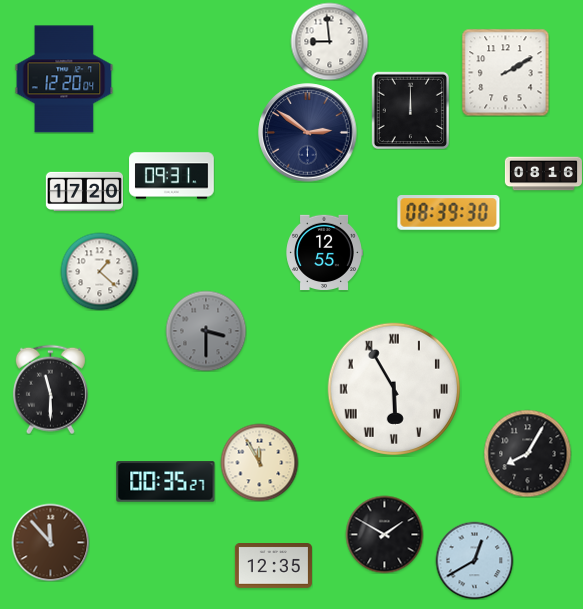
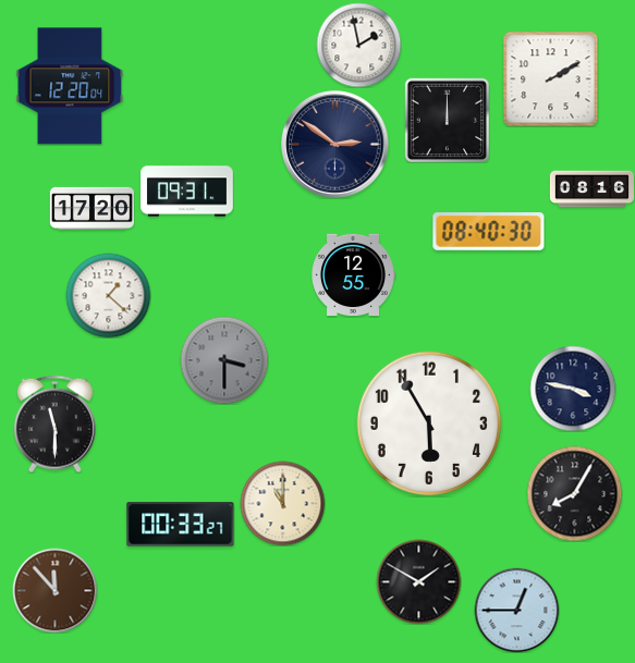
clock at (329, 41): 8:59 -> 1:58
clock at (449, 213): 08:39 -> 08:40
clock at (573, 389): none -> 3:47
clock at (394, 389) numerals: Roman -> Arabic
clock at (259, 462): 11:55 -> 11:00
clock at (166, 482): 00:35 -> 00:33
clock at (474, 560): 12:40 -> 12:45
clock at (273, 566): 12:35 -> none
